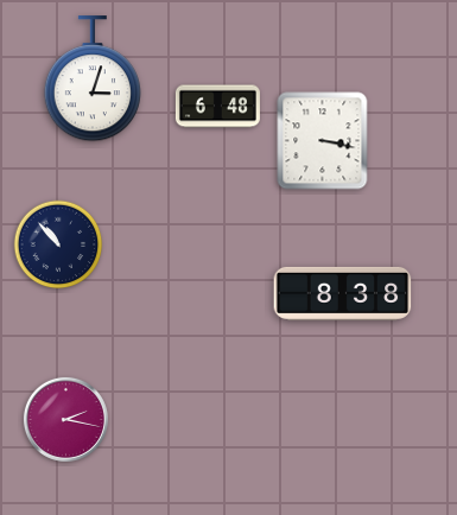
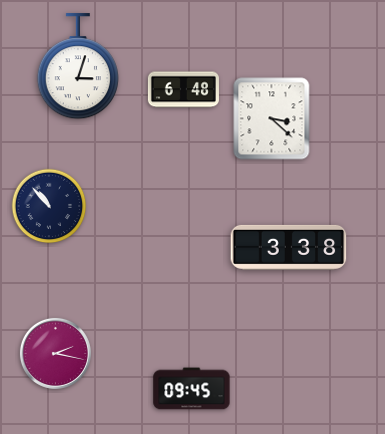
clock at (323, 141): 3:17 -> 3:22
clock at (343, 293): 8:38 -> 3:38
clock at (192, 389): none -> 09:45
